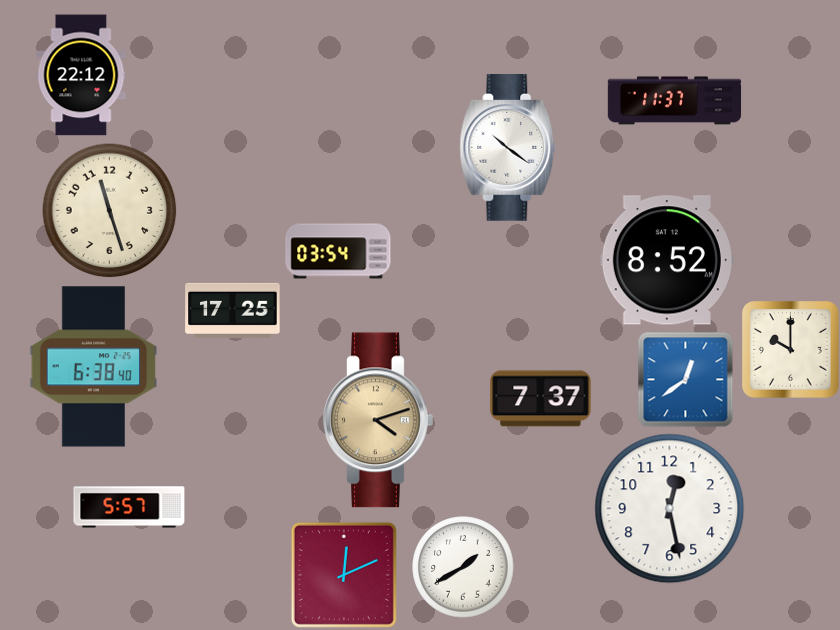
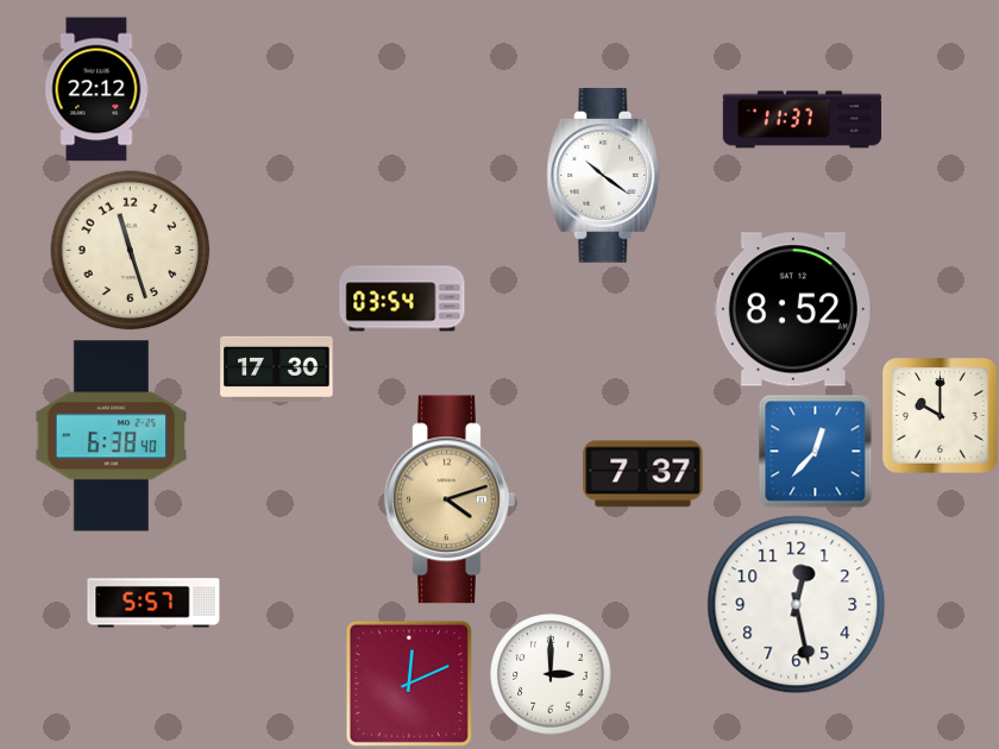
clock at (233, 310): 17:25 -> 17:30
clock at (685, 379): 12:39 -> 12:37
clock at (463, 567): 1:40 -> 3:00
